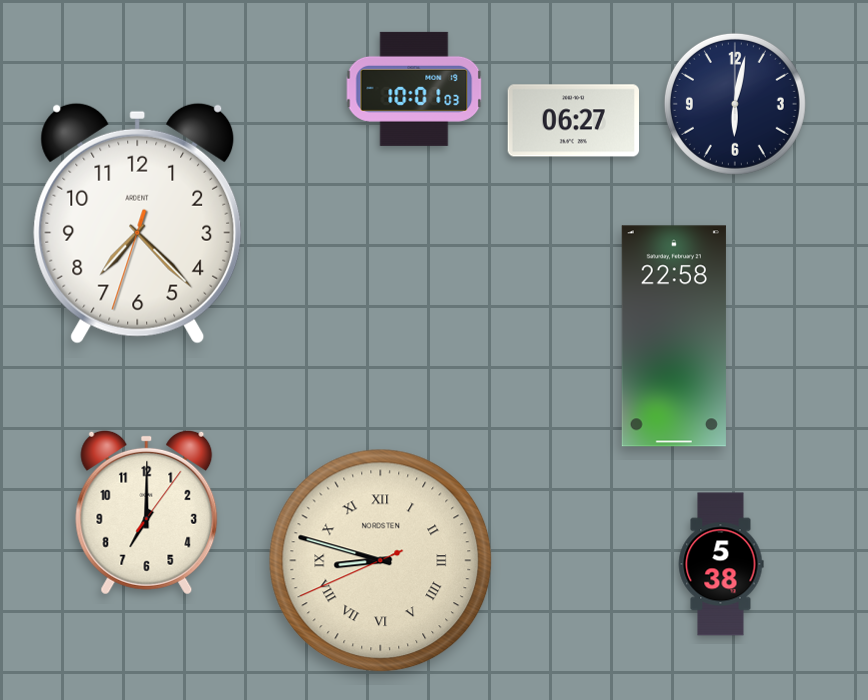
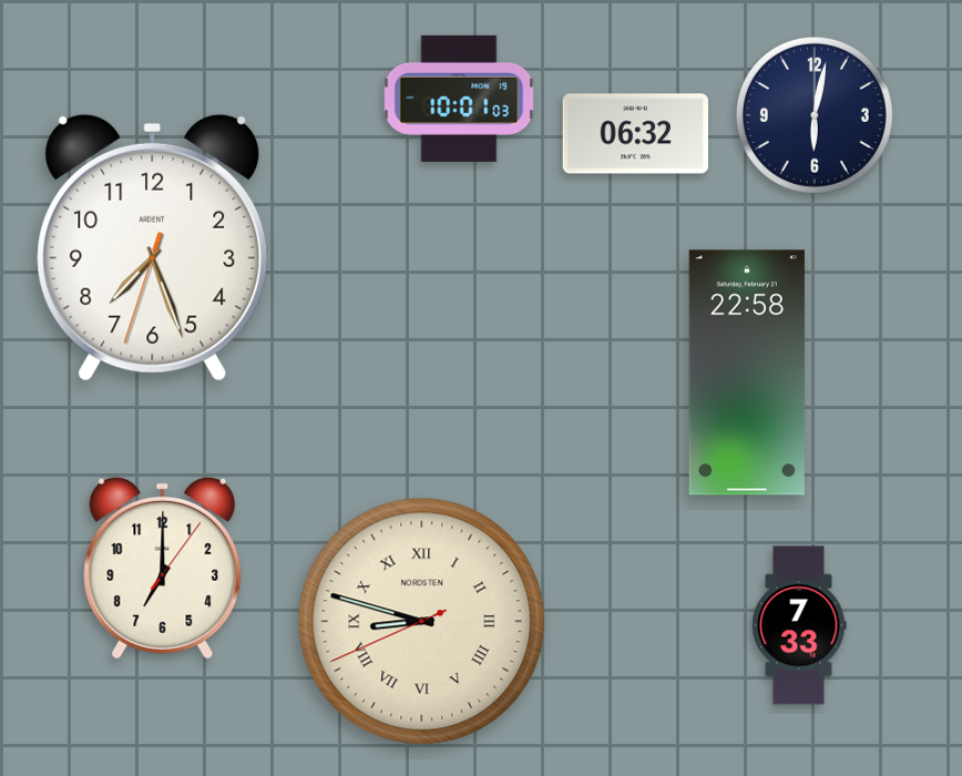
clock at (574, 121): 06:27 -> 06:32
clock at (138, 223): 7:22 -> 7:26
clock at (721, 564): 5:38 -> 7:33
